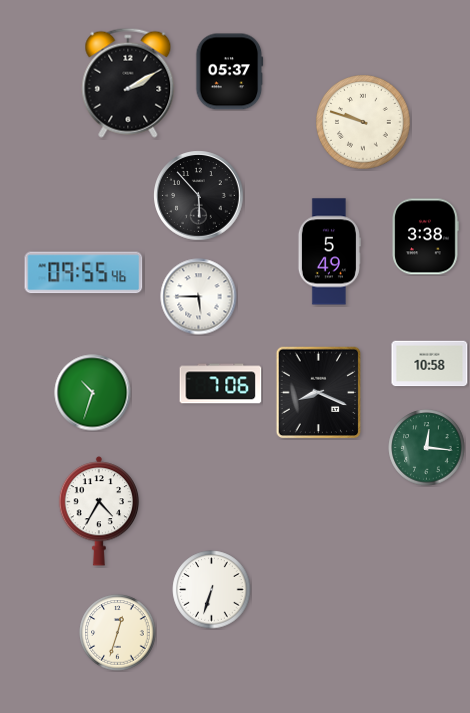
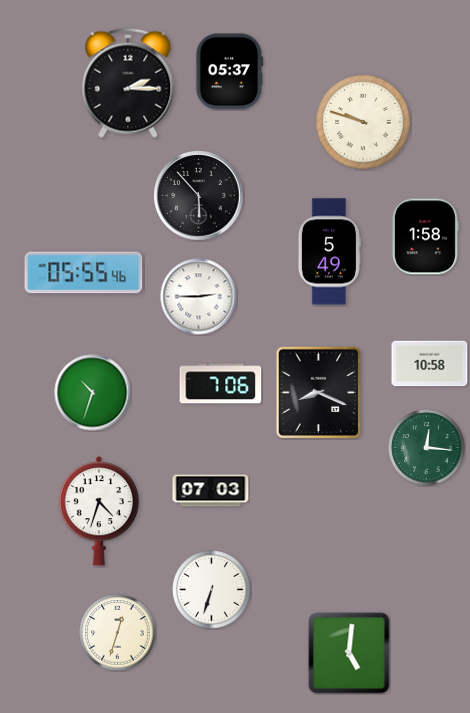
clock at (128, 83): 2:10 -> 2:15
clock at (425, 237): 3:38 -> 1:58
clock at (84, 273): 09:55 -> 05:55
clock at (199, 297): 5:45 -> 2:45
clock at (211, 491): none -> 07:03
clock at (99, 511): 4:35 -> 4:33
clock at (349, 653): none -> 5:01
